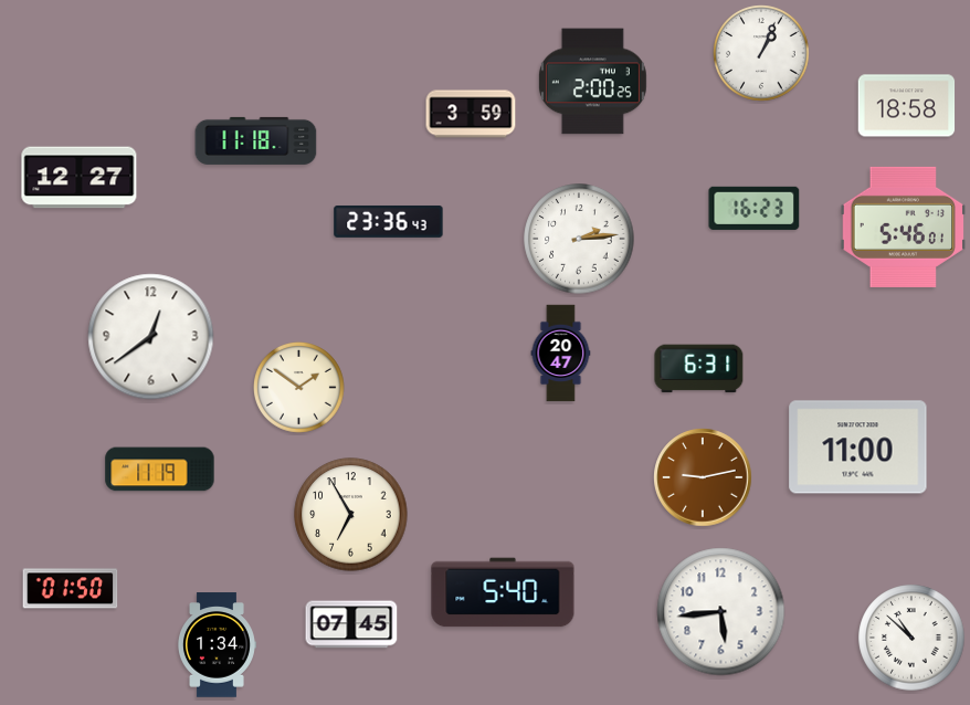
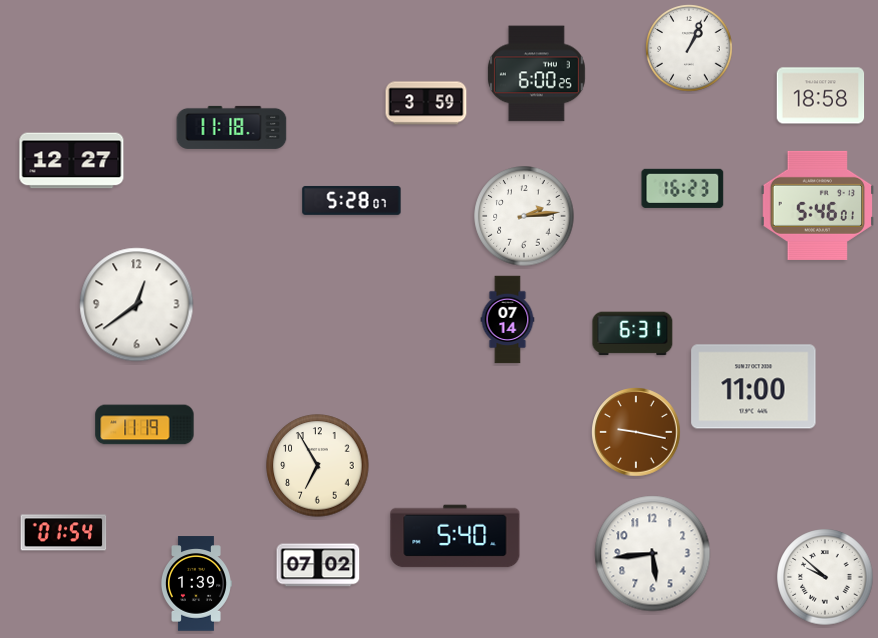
clock at (592, 82): 2:00 -> 6:00
clock at (389, 221): 23:36 -> 5:28
clock at (561, 354): 20:47 -> 07:14
clock at (299, 388): 1:51 -> none
clock at (858, 448) position: (858, 448) -> (754, 387)
clock at (703, 477): 9:13 -> 9:17
clock at (71, 589): 01:50 -> 01:54
clock at (351, 624): 07:45 -> 07:02
clock at (911, 638): 10:52 -> 9:52
clock at (217, 645): 1:34 -> 1:39
